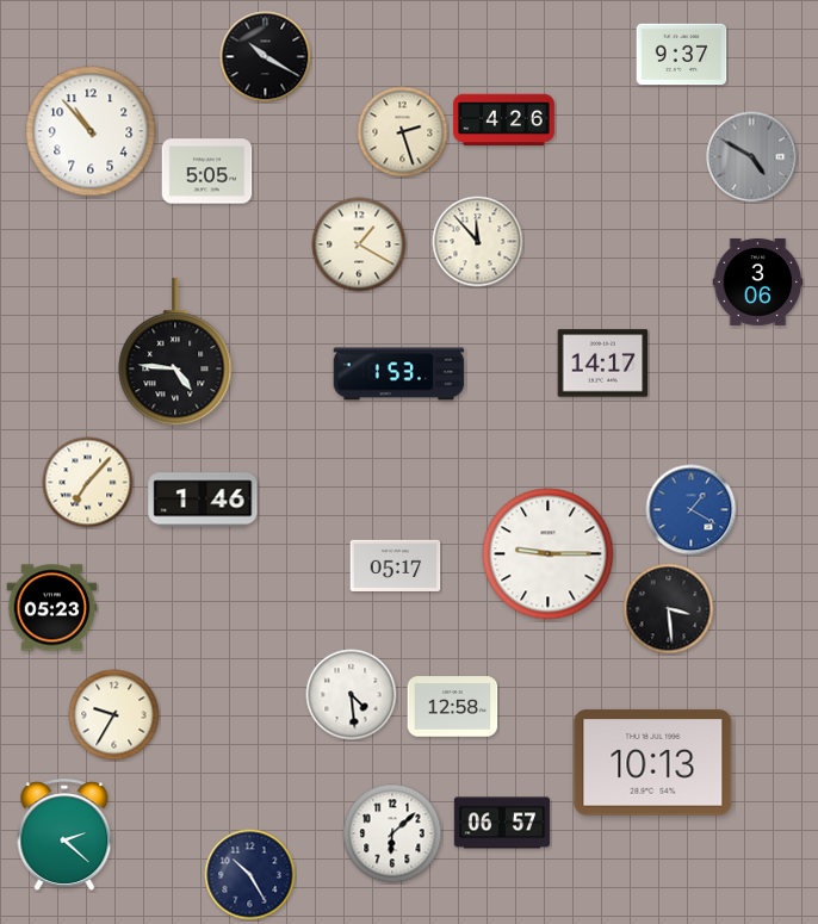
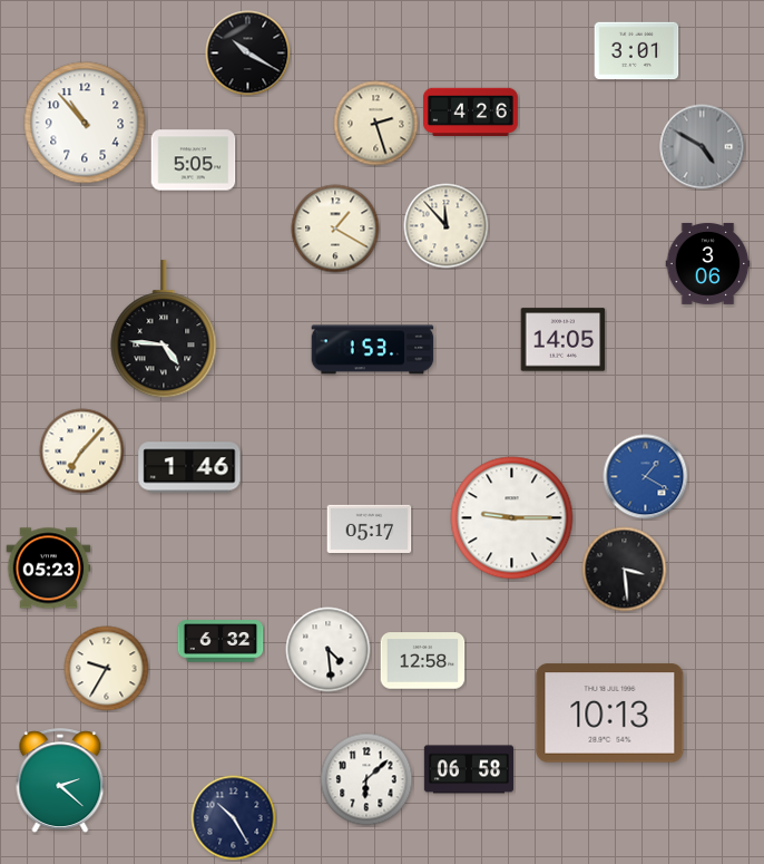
clock at (682, 55): 9:37 -> 3:01
clock at (603, 364): 14:17 -> 14:05
clock at (221, 641): none -> 6:32
clock at (501, 823): 06:57 -> 06:58
